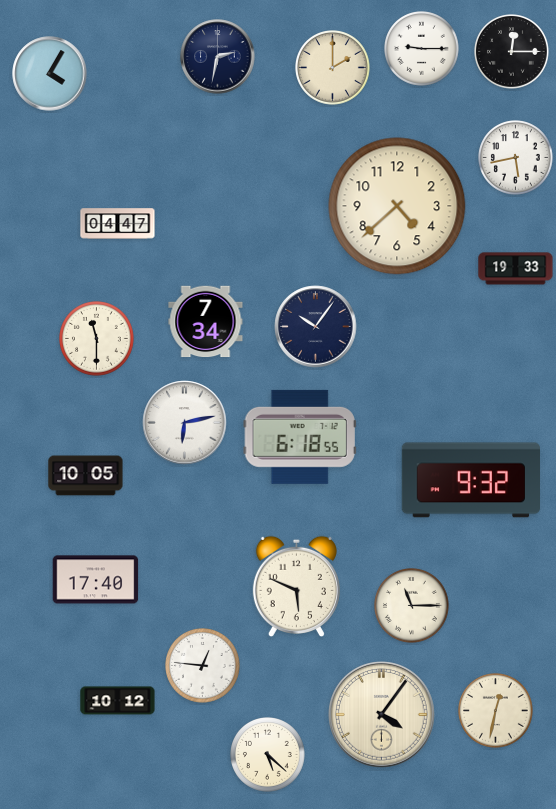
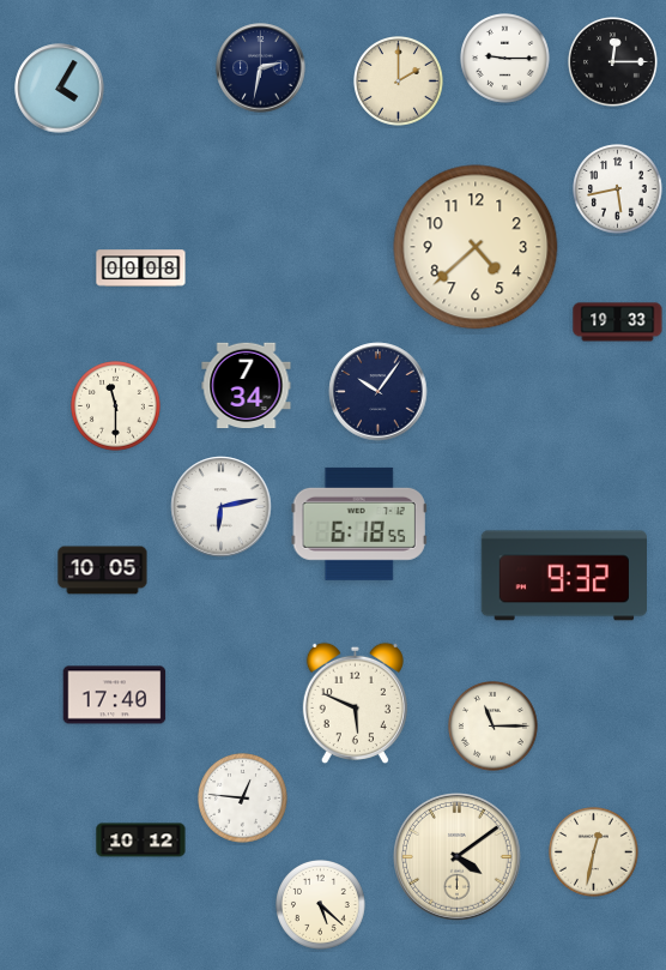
clock at (118, 224): 04:47 -> 00:08
clock at (382, 715): 4:06 -> 4:09
